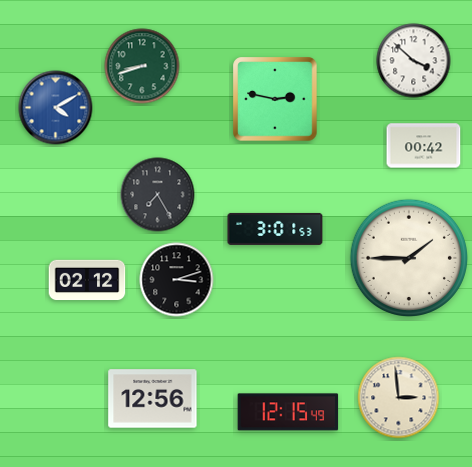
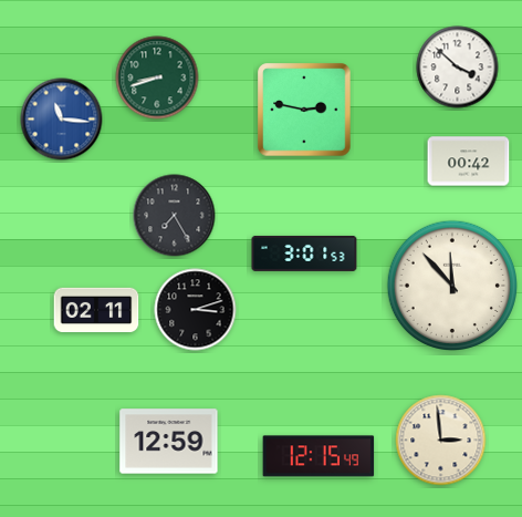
clock at (142, 66) position: (142, 66) -> (157, 77)
clock at (56, 108): 4:10 -> 11:16
clock at (408, 257): 1:45 -> 11:53
clock at (87, 280): 02:12 -> 02:11
clock at (153, 399): 12:56 -> 12:59
